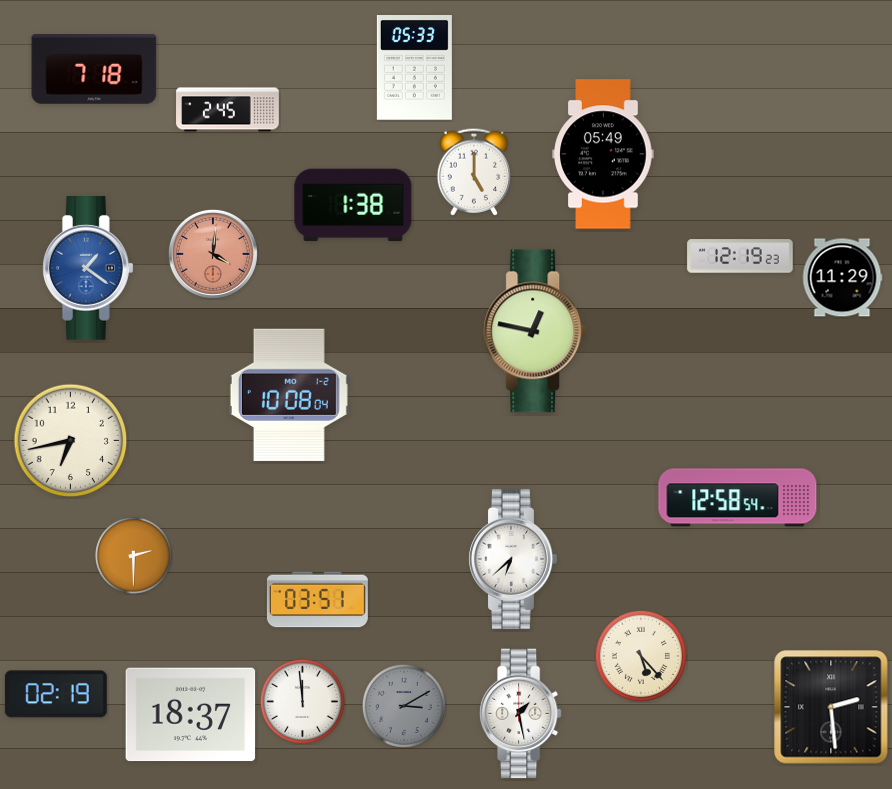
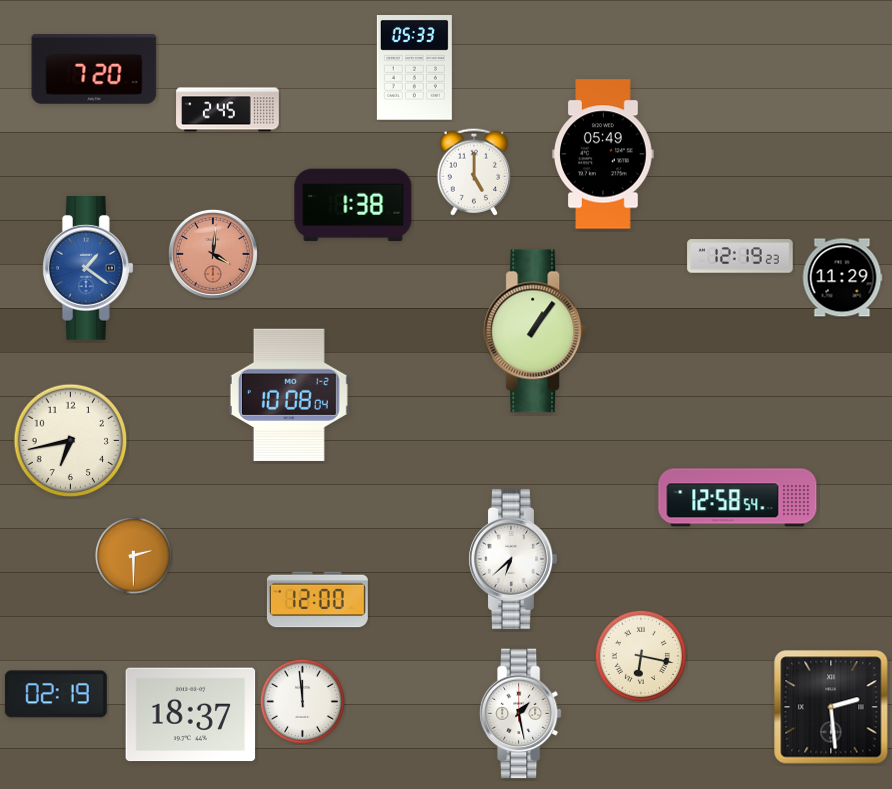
clock at (94, 69): 7:18 -> 7:20
clock at (535, 331): 12:47 -> 1:06
clock at (317, 600): 03:51 -> 12:00
clock at (641, 656): 5:23 -> 6:17
clock at (404, 706): 3:10 -> none
